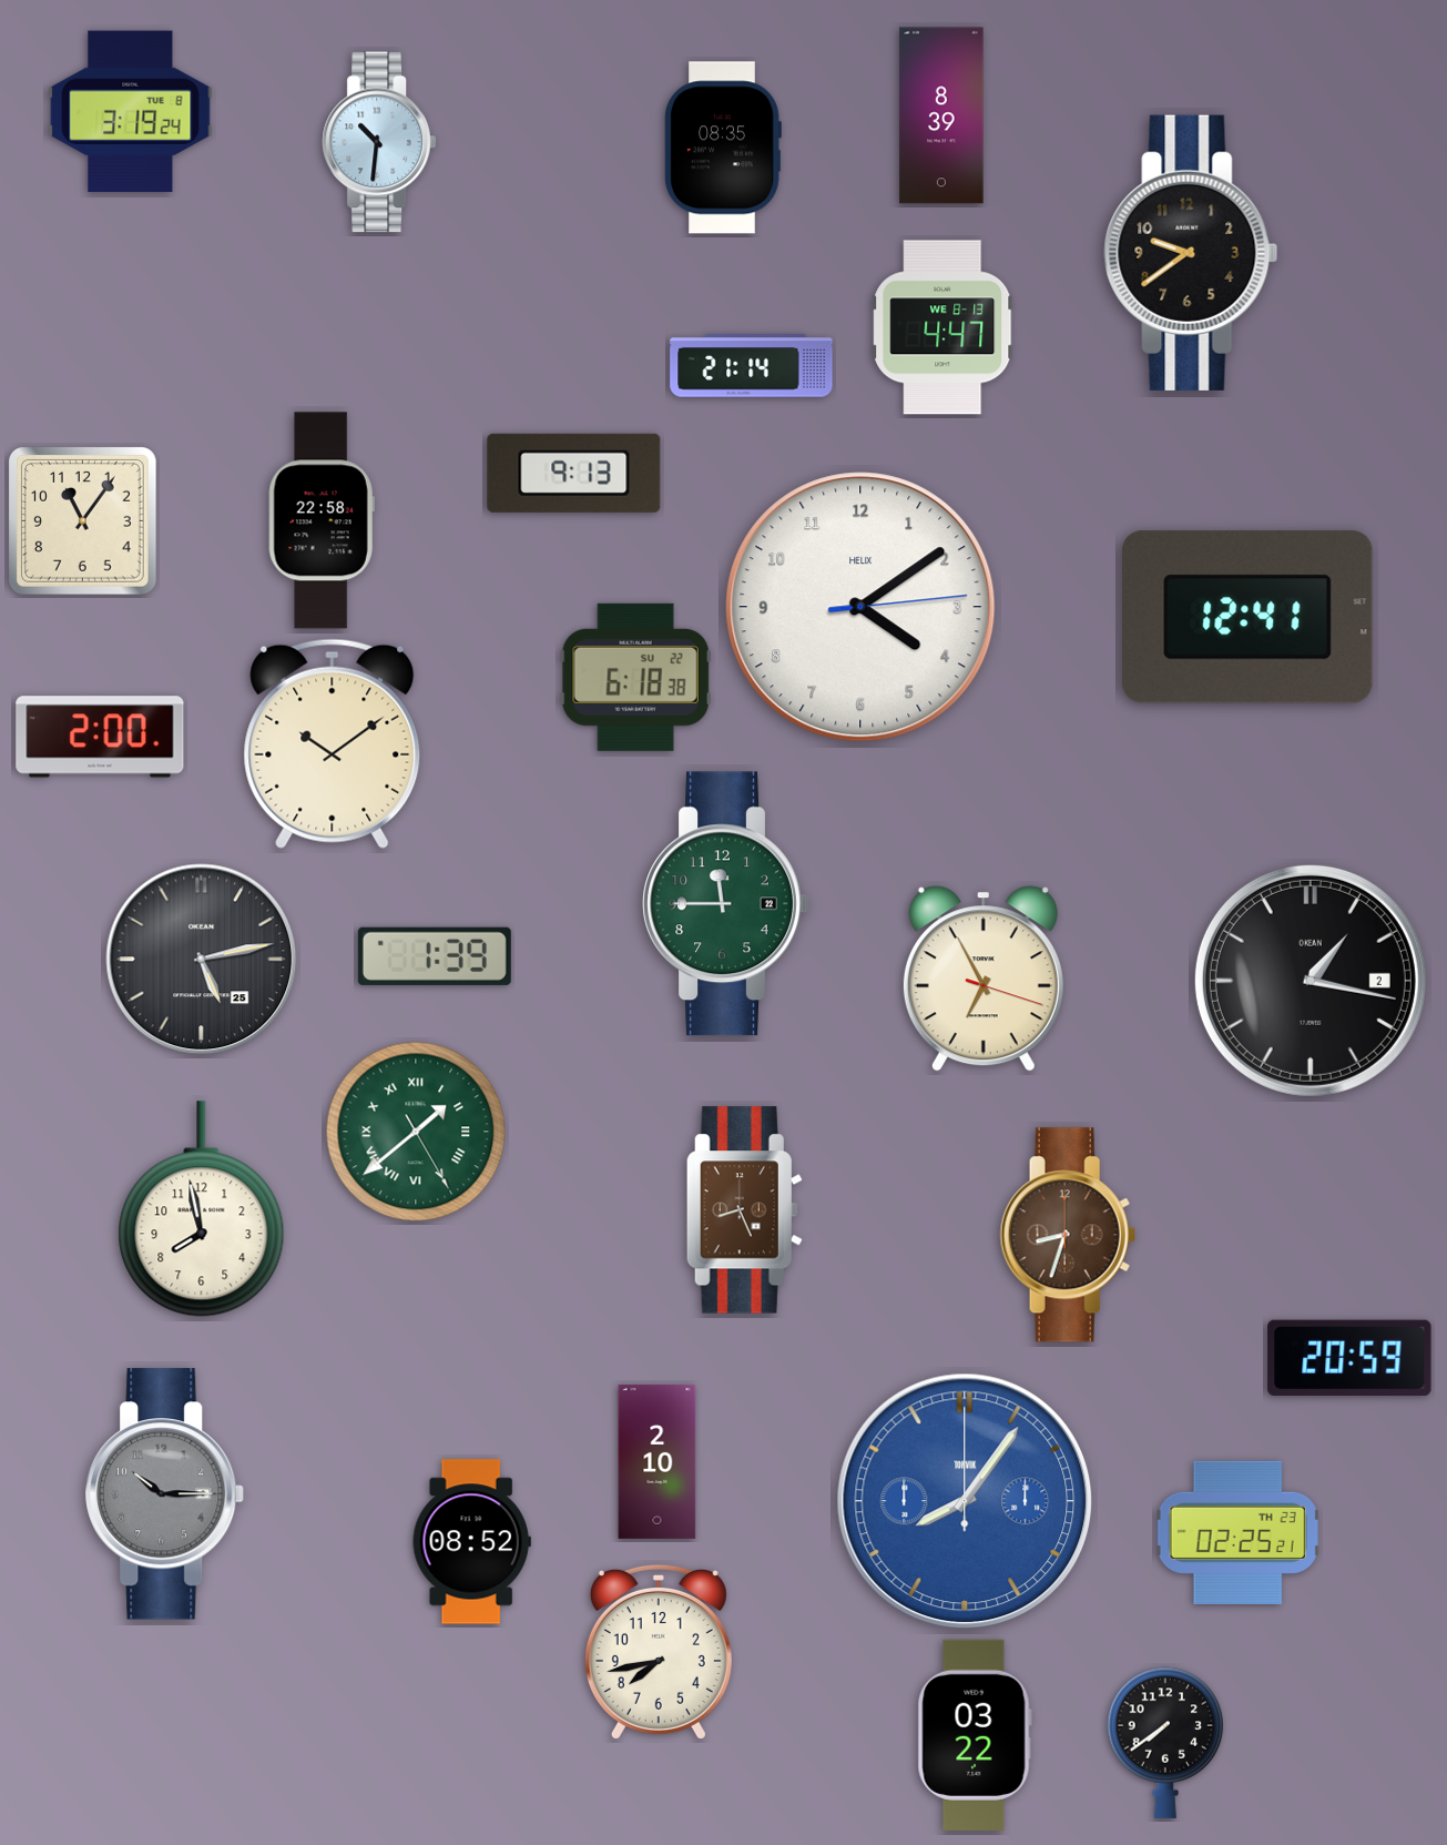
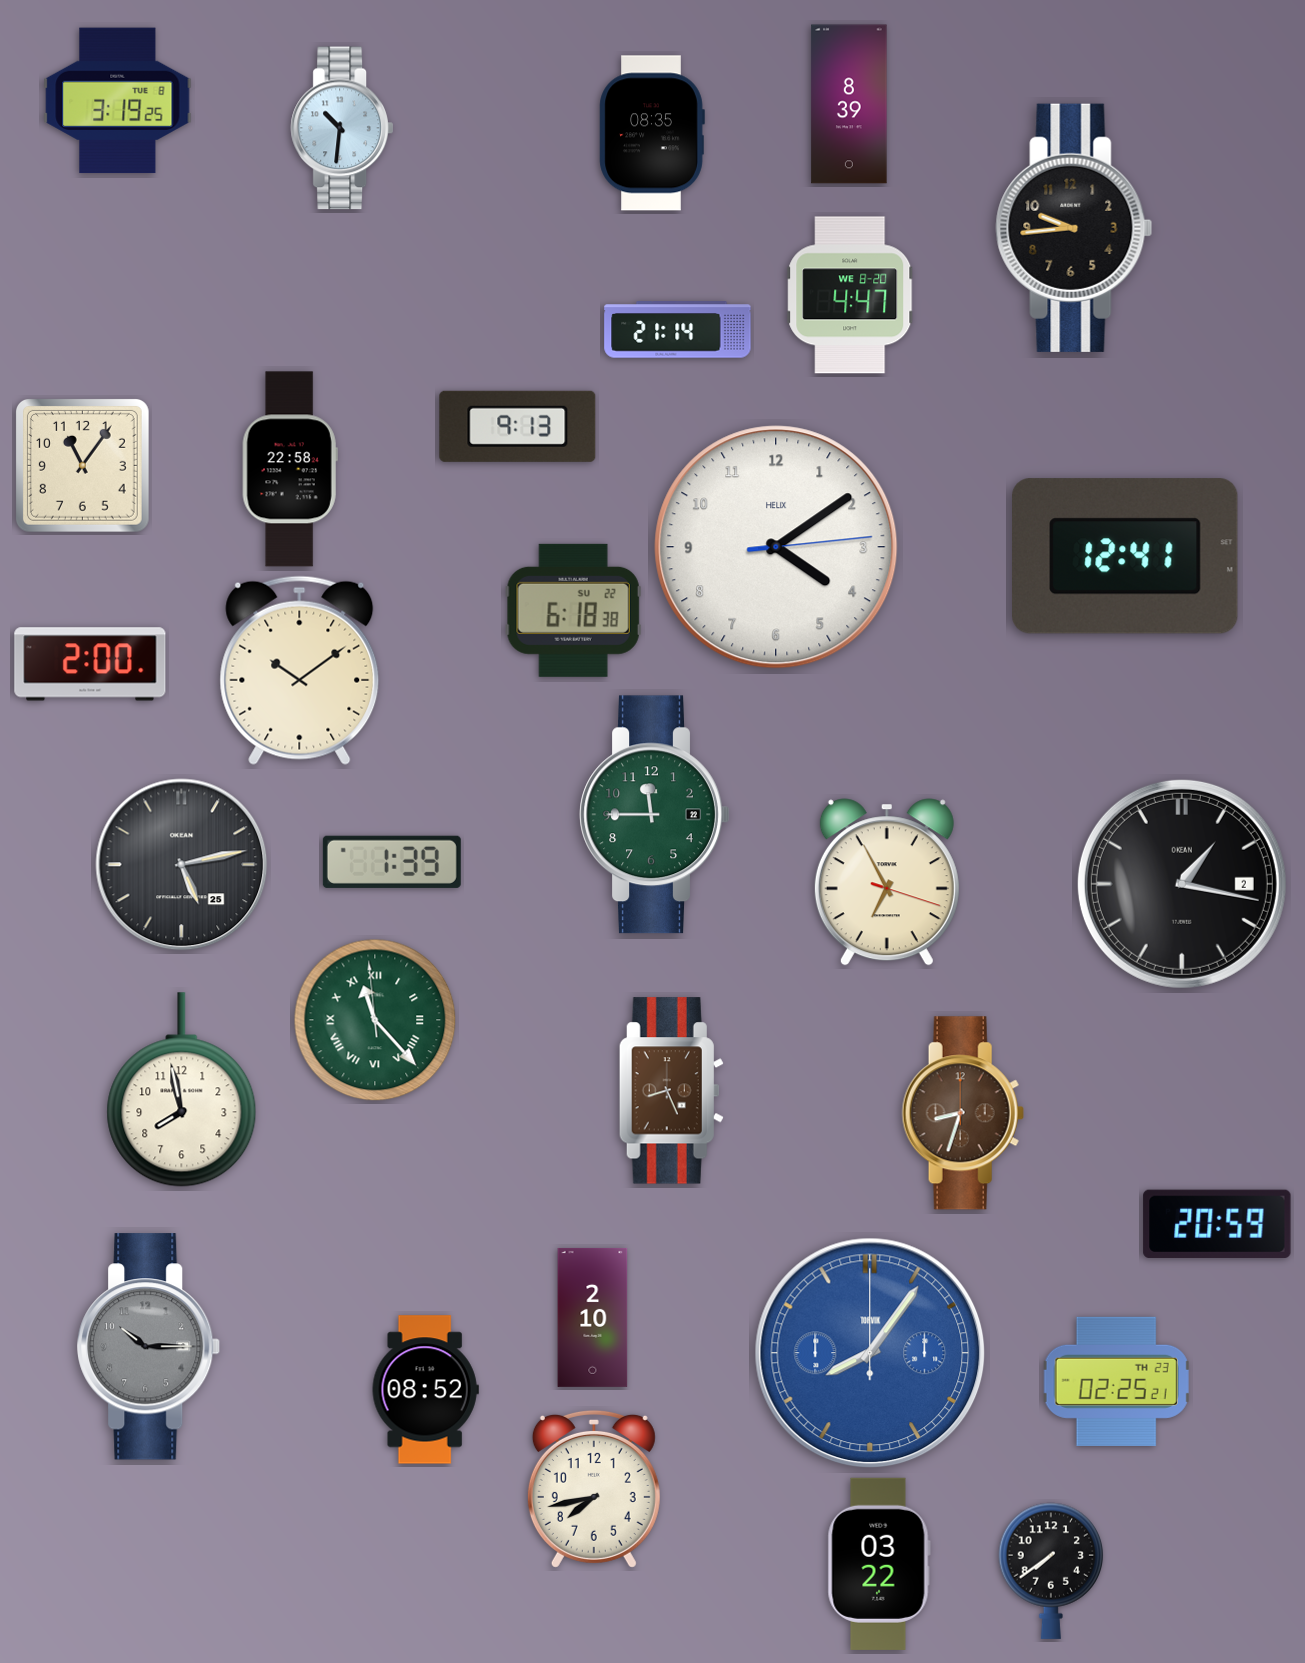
clock at (131, 112): 3:19:24 -> 3:19:25
clock at (1191, 253): 9:39 -> 9:44
clock at (942, 327) date: WE 8-13 -> WE 8-20
clock at (82, 520) position: (82, 520) -> (82, 465)
clock at (416, 1132): 1:38 -> 11:22
